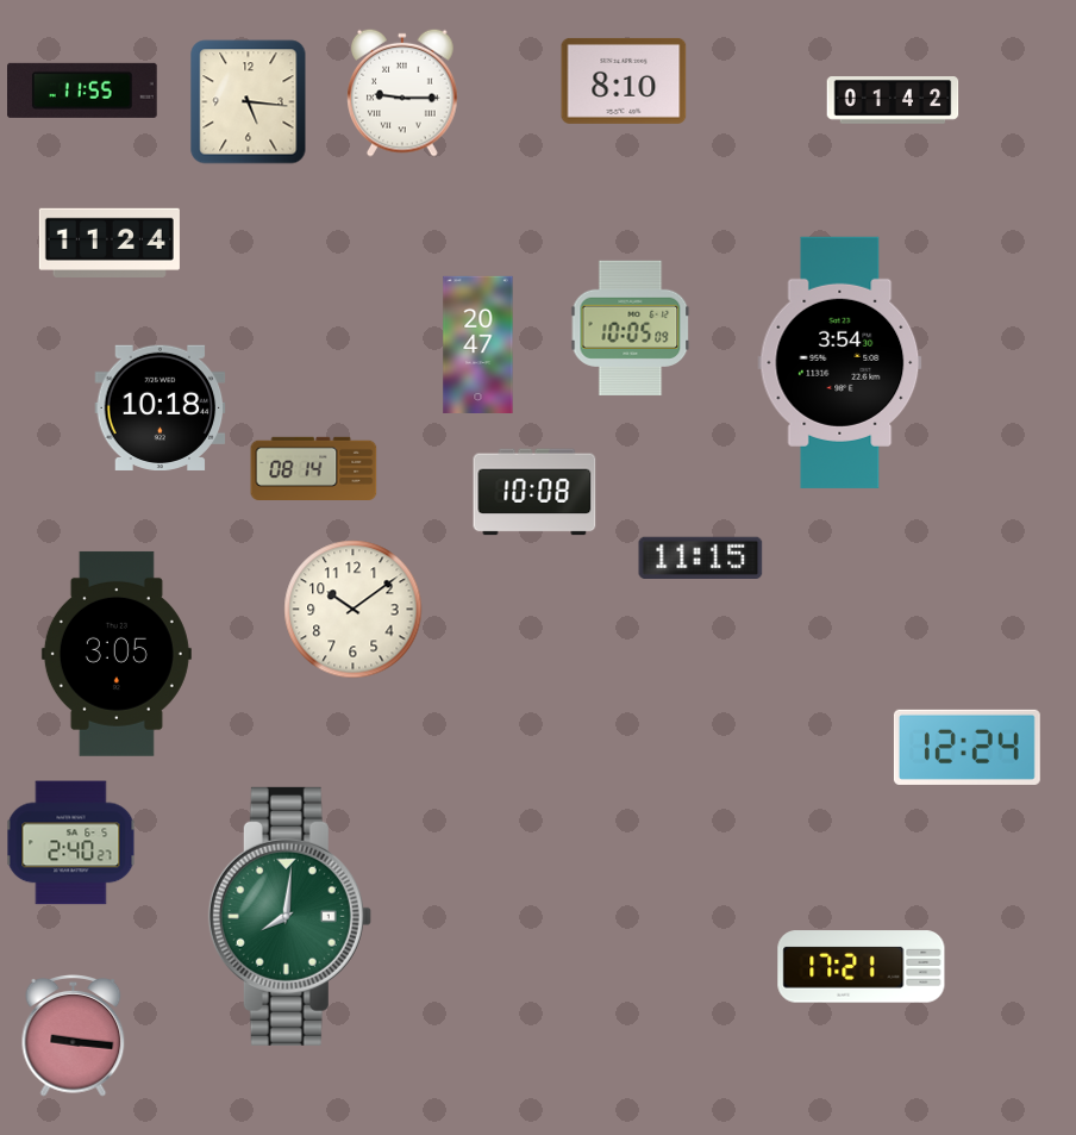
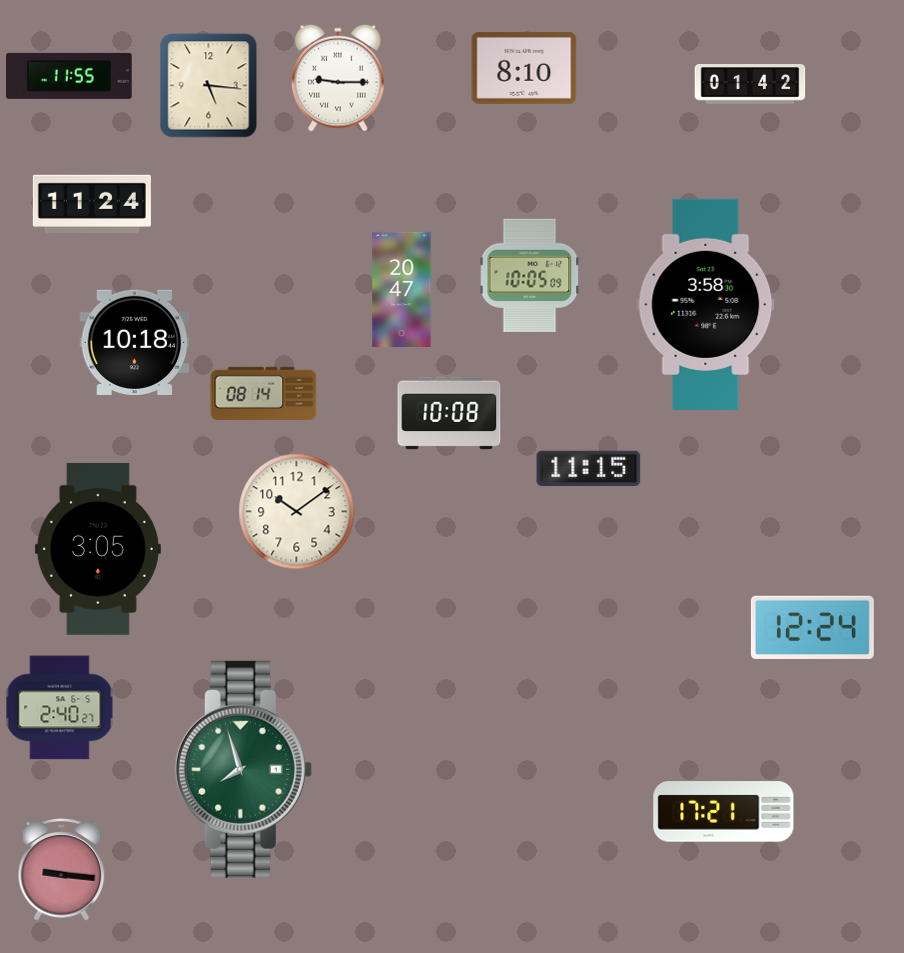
clock at (840, 362): 3:54 -> 3:58
clock at (289, 916): 8:01 -> 7:57
